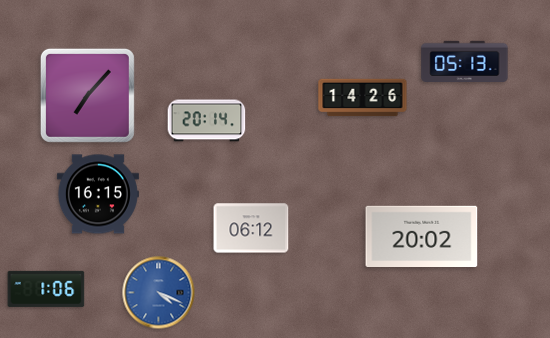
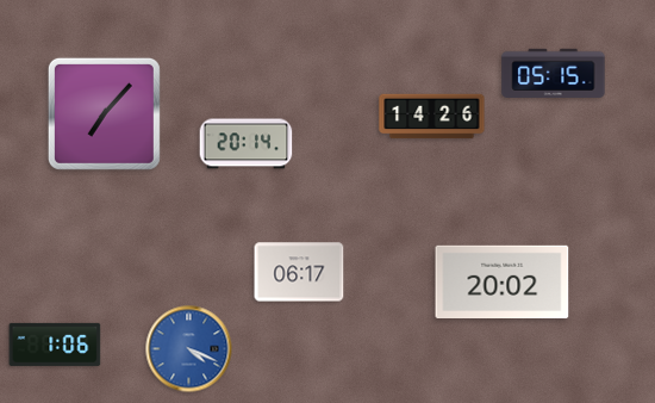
clock at (465, 61): 05:13 -> 05:15
clock at (98, 194): 16:15 -> none
clock at (251, 228): 06:12 -> 06:17
